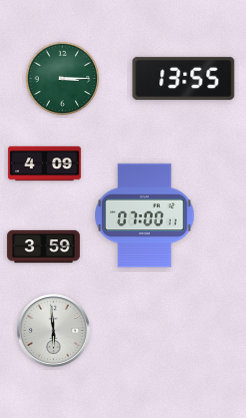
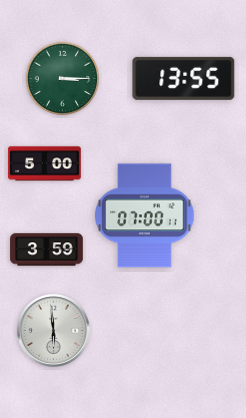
clock at (45, 164): 4:09 -> 5:00
clock at (44, 247) position: (44, 247) -> (47, 250)
